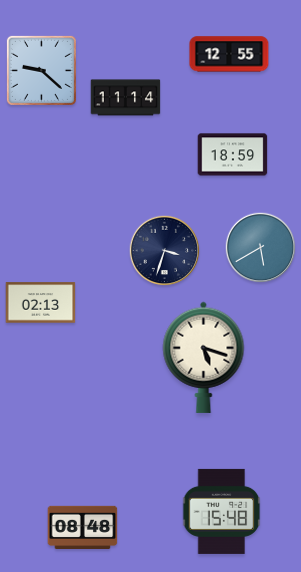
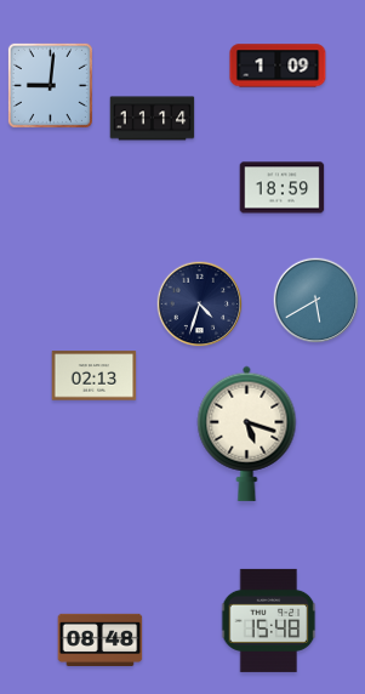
clock at (229, 54): 12:55 -> 1:09
clock at (41, 70): 9:22 -> 9:01
clock at (165, 251): 3:33 -> 4:33
clock at (41, 303) position: (41, 303) -> (95, 376)
